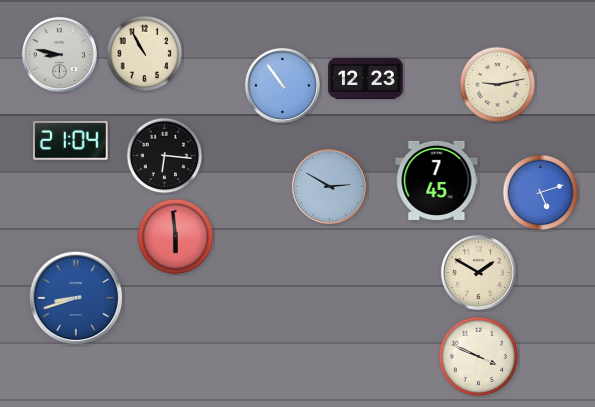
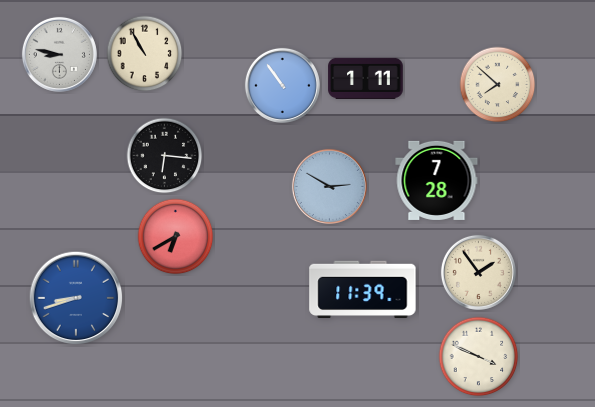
clock at (366, 78): 12:23 -> 1:11
clock at (498, 85): 9:13 -> 7:52
clock at (71, 140): 21:04 -> none
clock at (437, 180): 7:45 -> 7:28
clock at (541, 193): 5:12 -> none
clock at (176, 237): 5:59 -> 6:40
clock at (478, 272): 1:50 -> 1:54
clock at (363, 290): none -> 11:39
